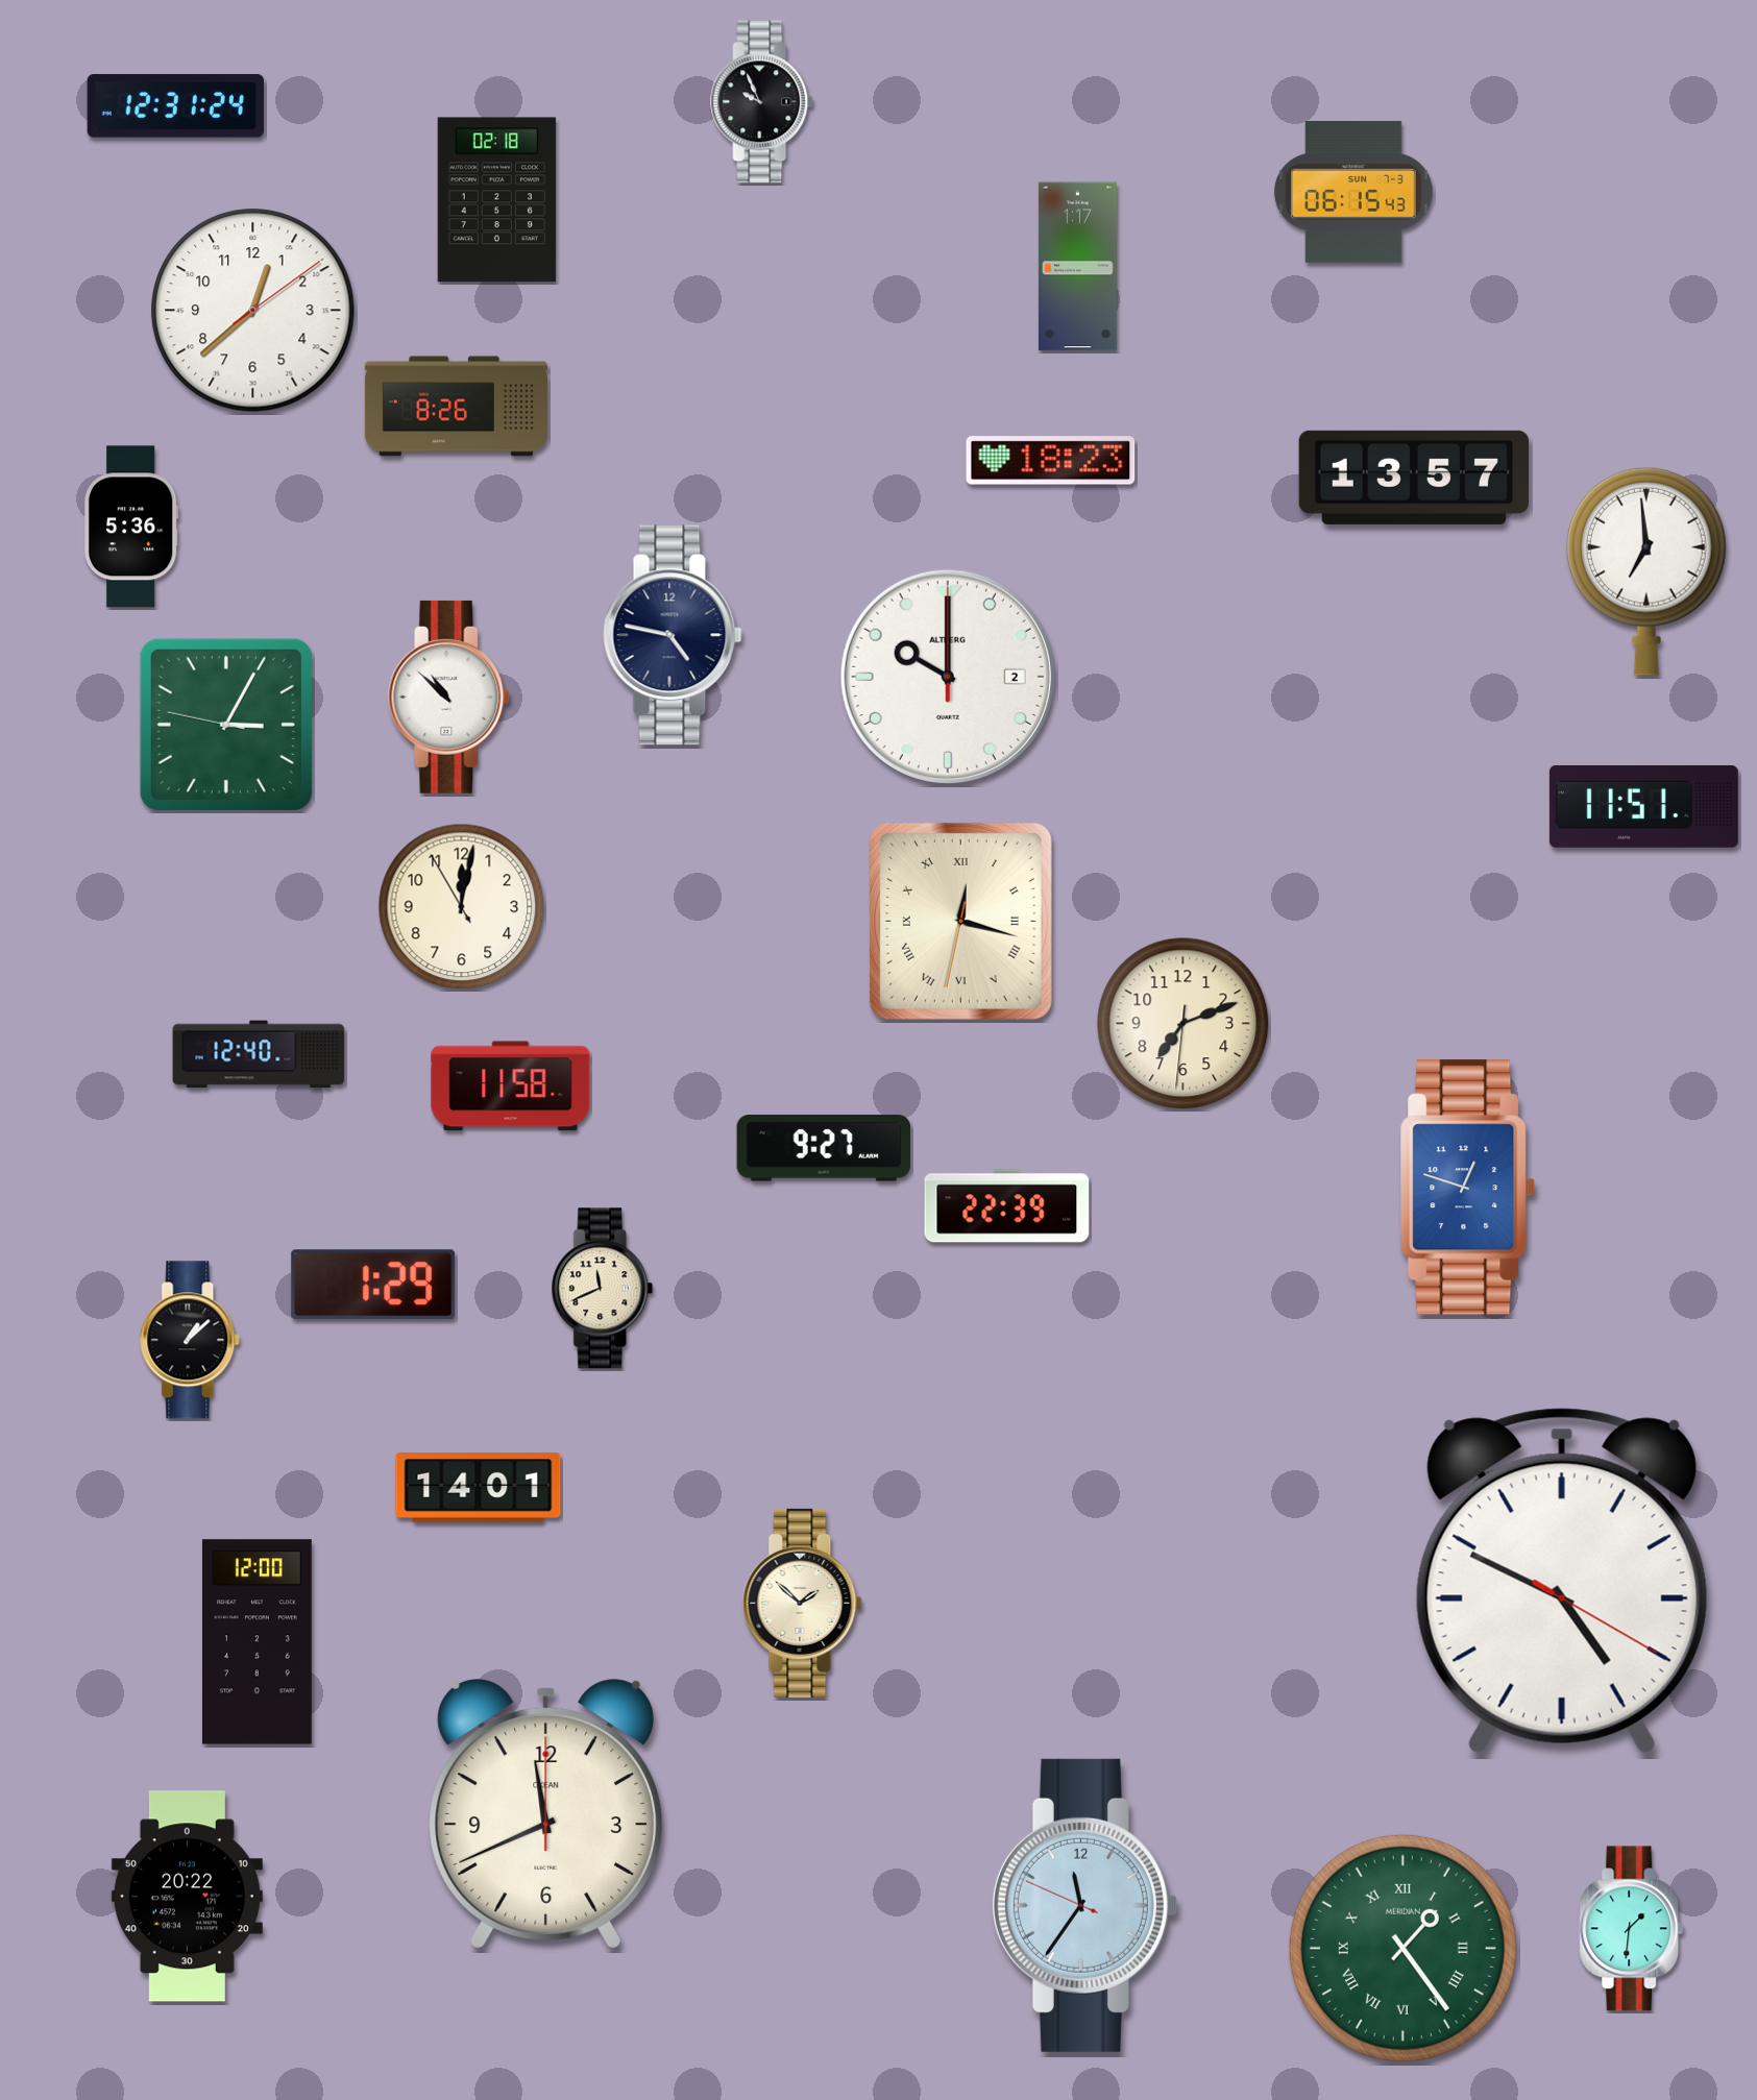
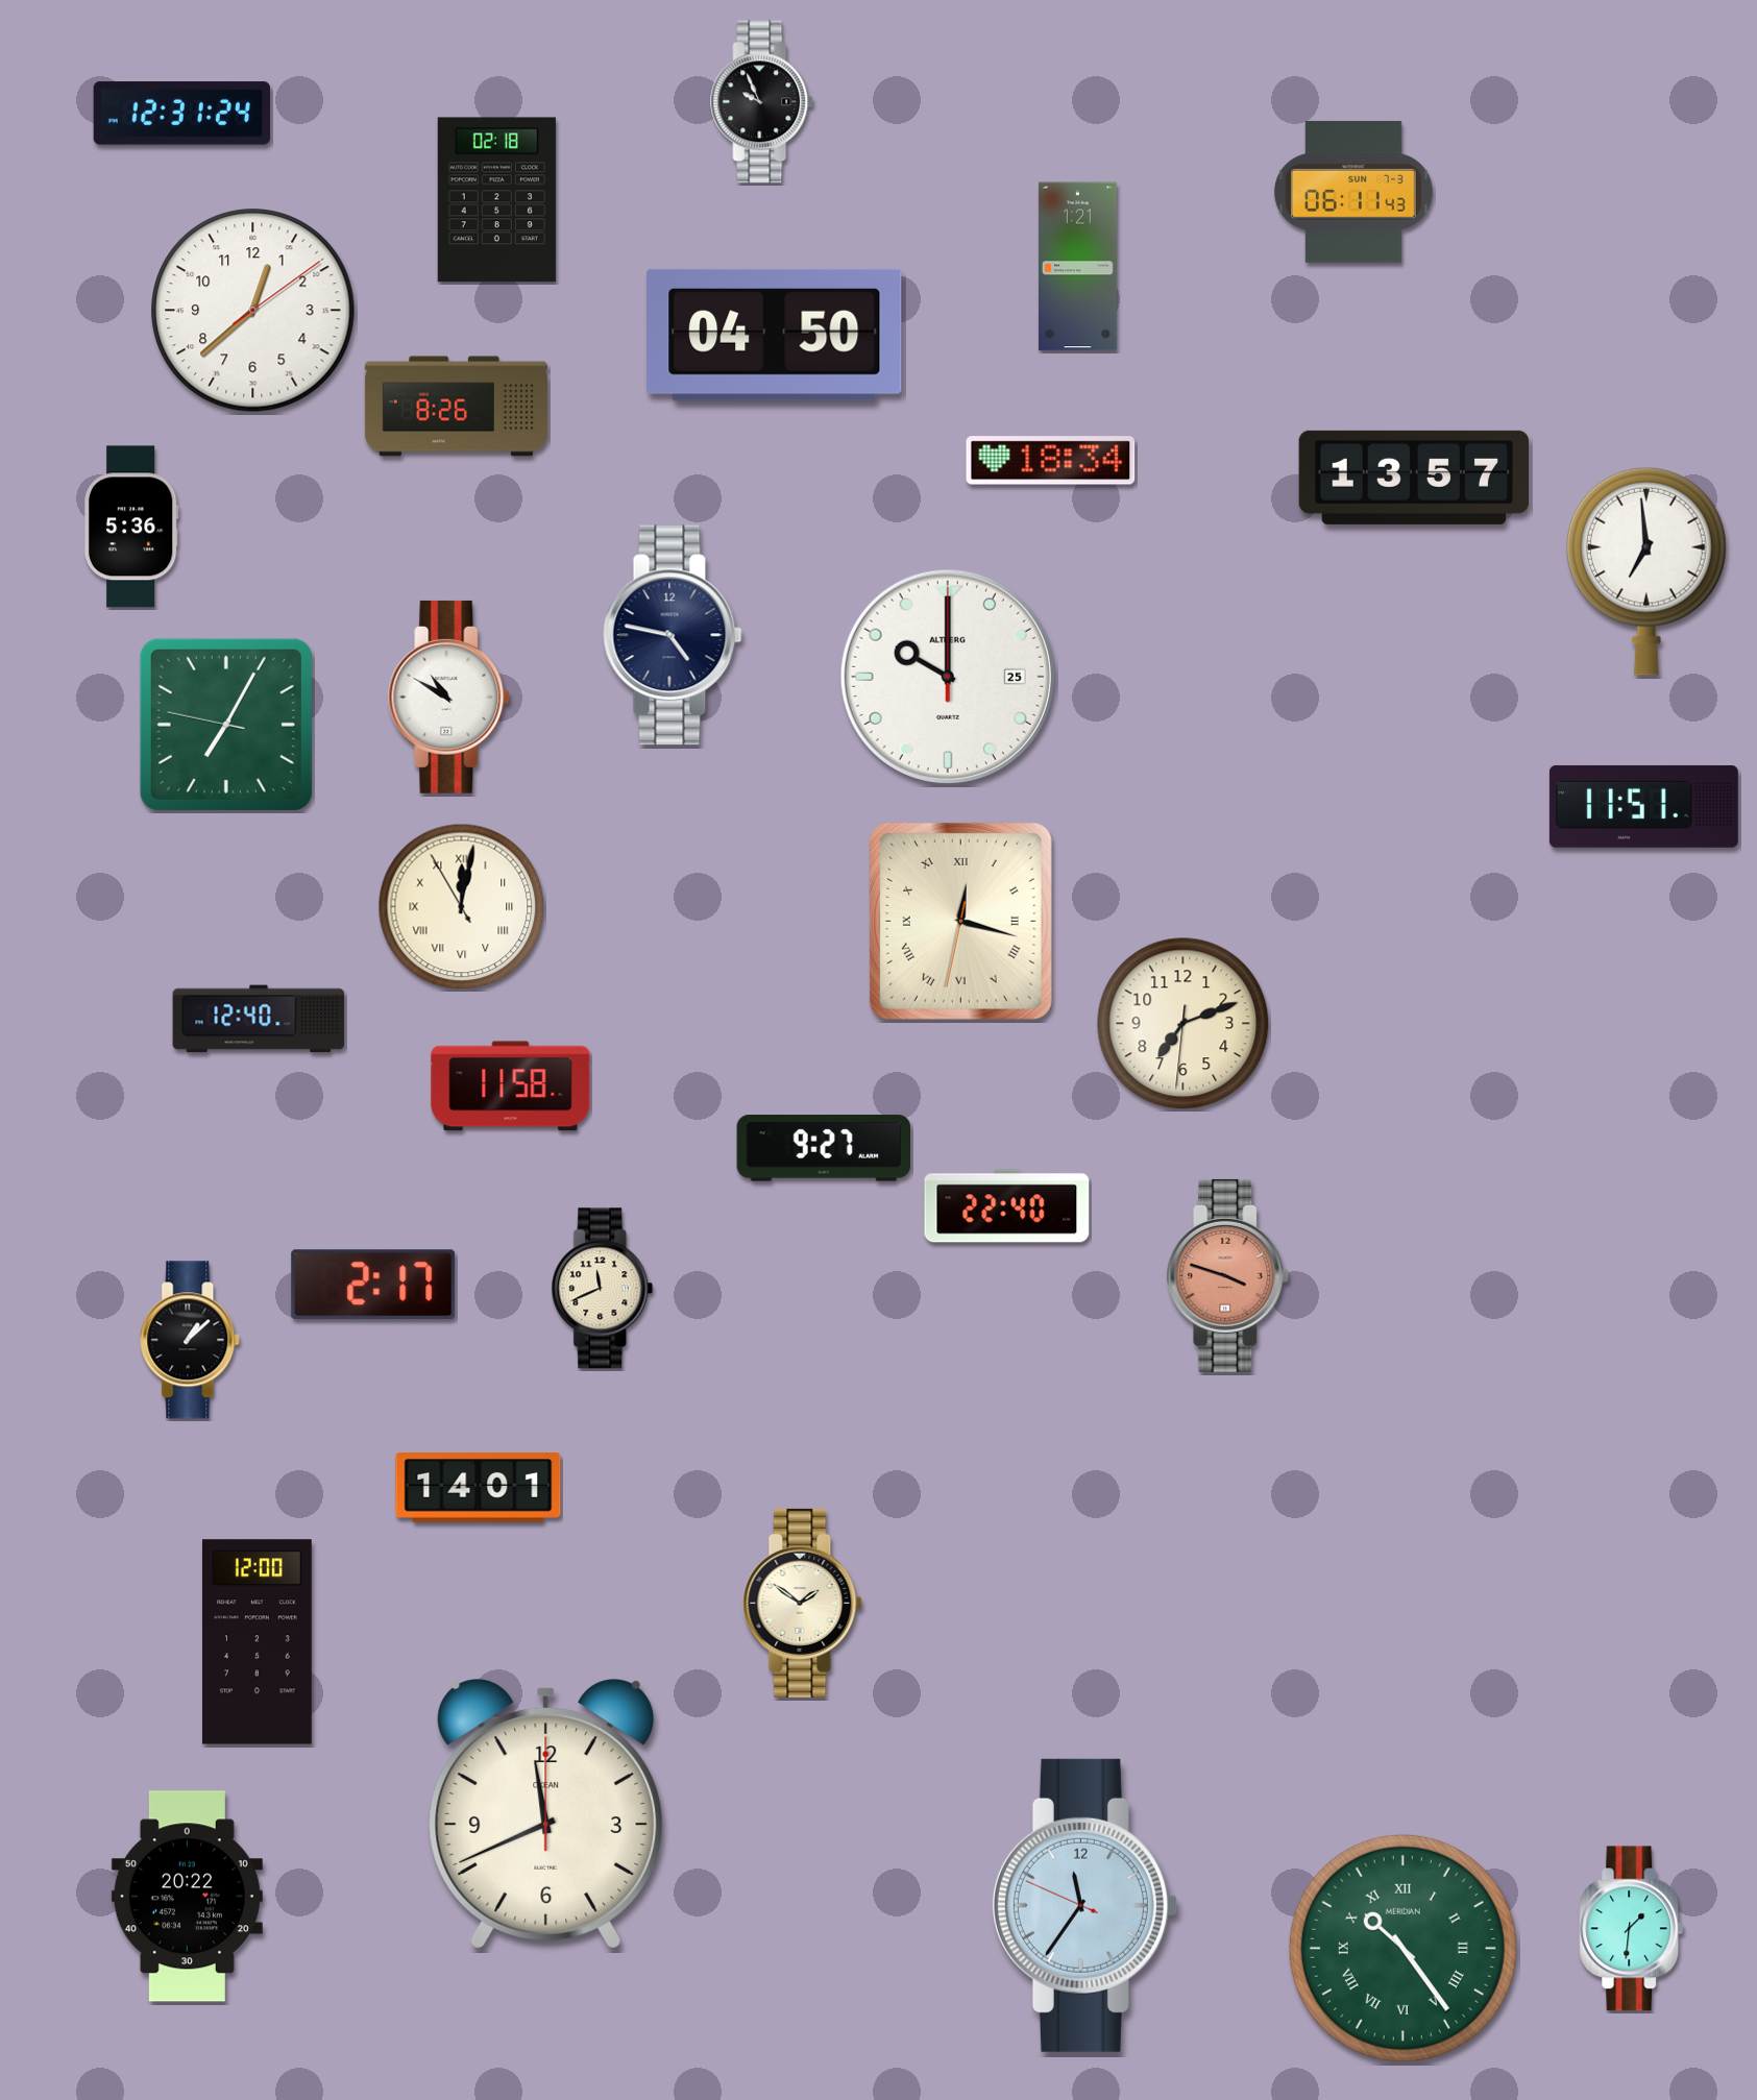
clock at (175, 106) position: (175, 106) -> (181, 114)
clock at (1353, 192): 06:15 -> 06:11
clock at (1077, 267): 1:17 -> 1:21
clock at (775, 335): none -> 04:50
clock at (1051, 461): 18:23 -> 18:34
clock at (948, 677) date: 2 -> 25
clock at (449, 697): 10:52 -> 10:50
clock at (226, 725): 3:04 -> 7:04
clock at (462, 907) numerals: Arabic -> Roman
clock at (259, 1054) position: (259, 1054) -> (259, 1019)
clock at (1468, 1188): 12:48 -> none
clock at (1007, 1206): 22:39 -> 22:40
clock at (1228, 1275): none -> 3:48
clock at (373, 1285): 1:29 -> 2:17
clock at (1562, 1581): 4:49 -> none
clock at (803, 1603): 1:52 -> 1:51
clock at (1402, 1948): 1:24 -> 10:24
